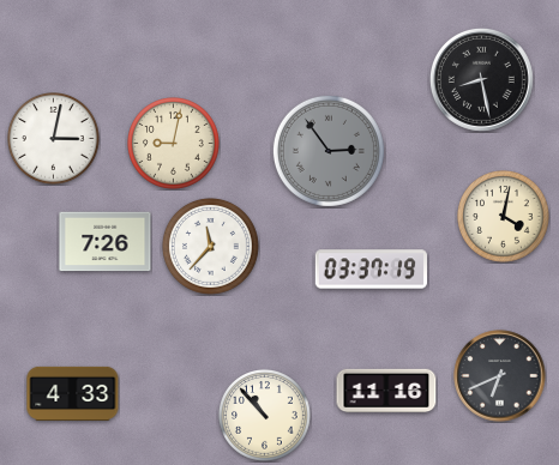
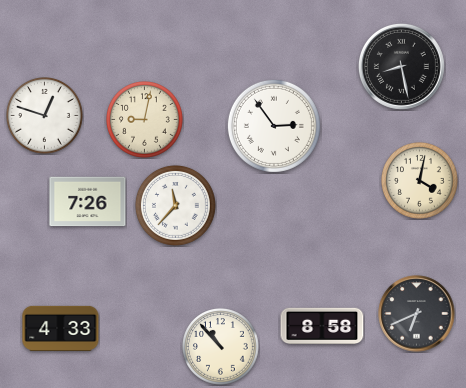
clock at (54, 139): 3:02 -> 12:48
clock at (329, 151) dial: grey -> white
clock at (372, 270): 03:37 -> none
clock at (386, 389): 11:16 -> 8:58
